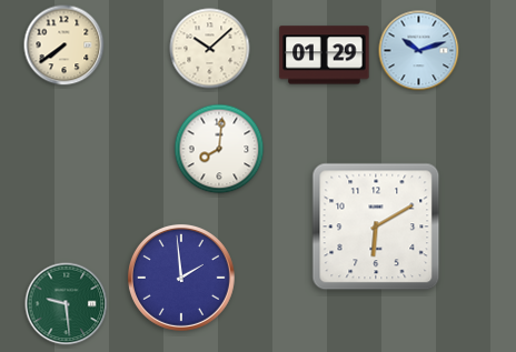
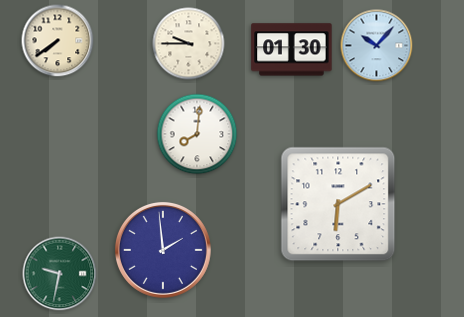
clock at (210, 49): 10:08 -> 9:45
clock at (419, 51): 10:12 -> 10:07
clock at (325, 56): 01:29 -> 01:30
clock at (67, 304): 9:29 -> 9:32
